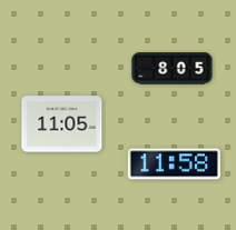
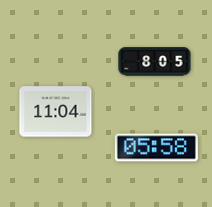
clock at (62, 124): 11:05 -> 11:04
clock at (174, 164): 11:58 -> 05:58
